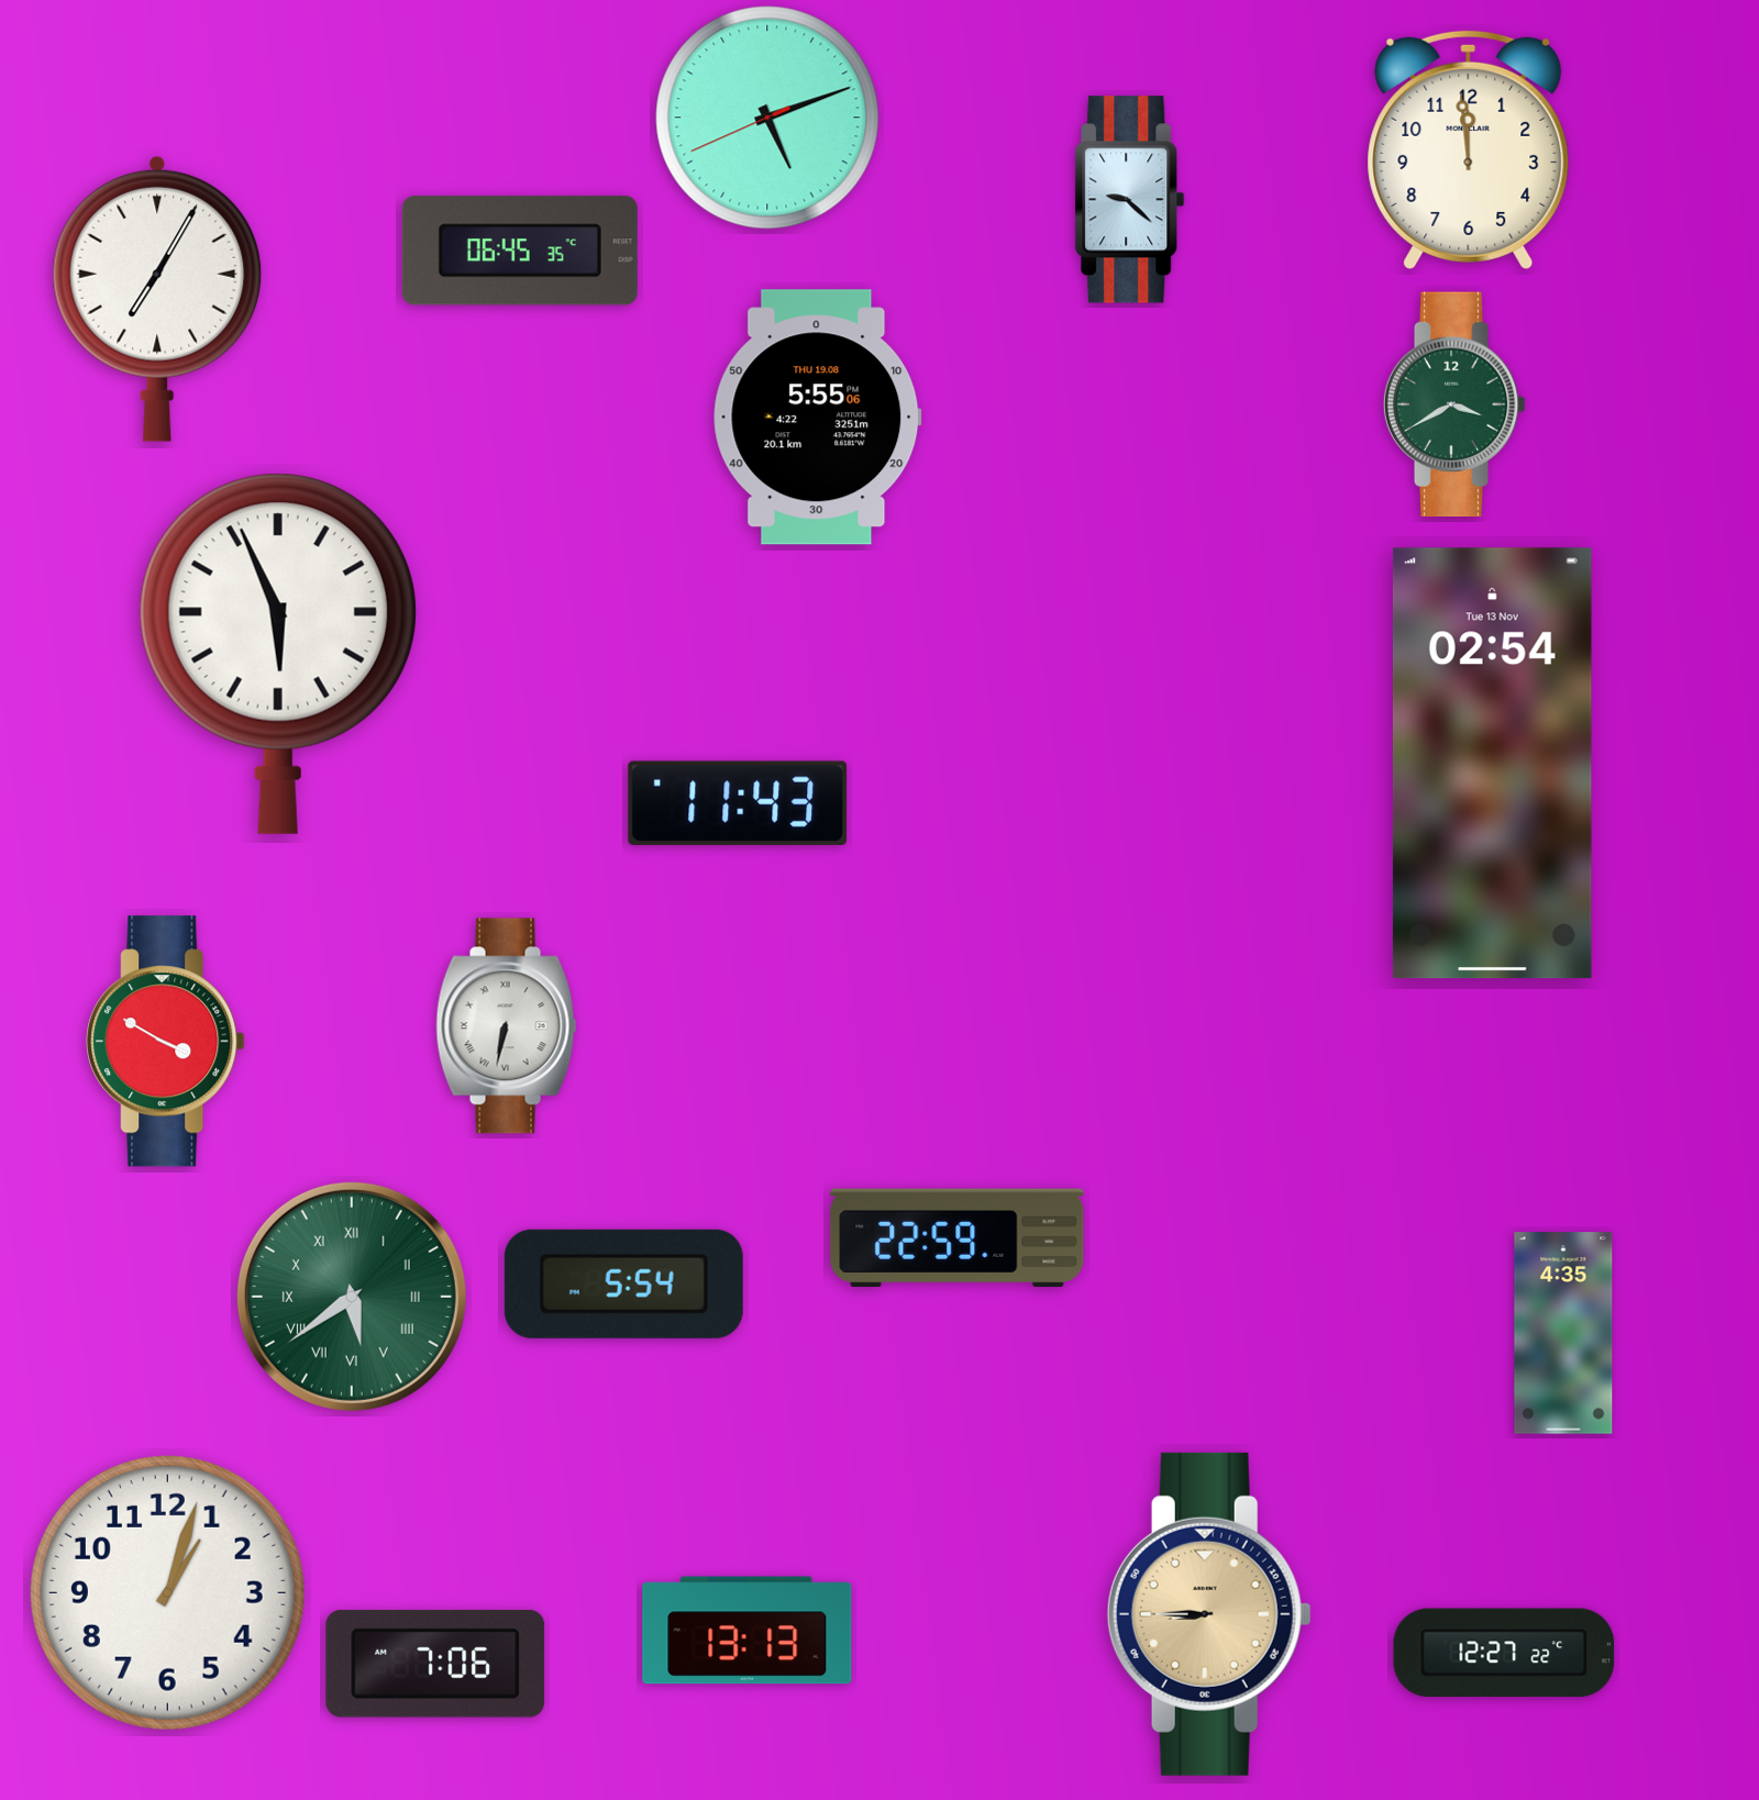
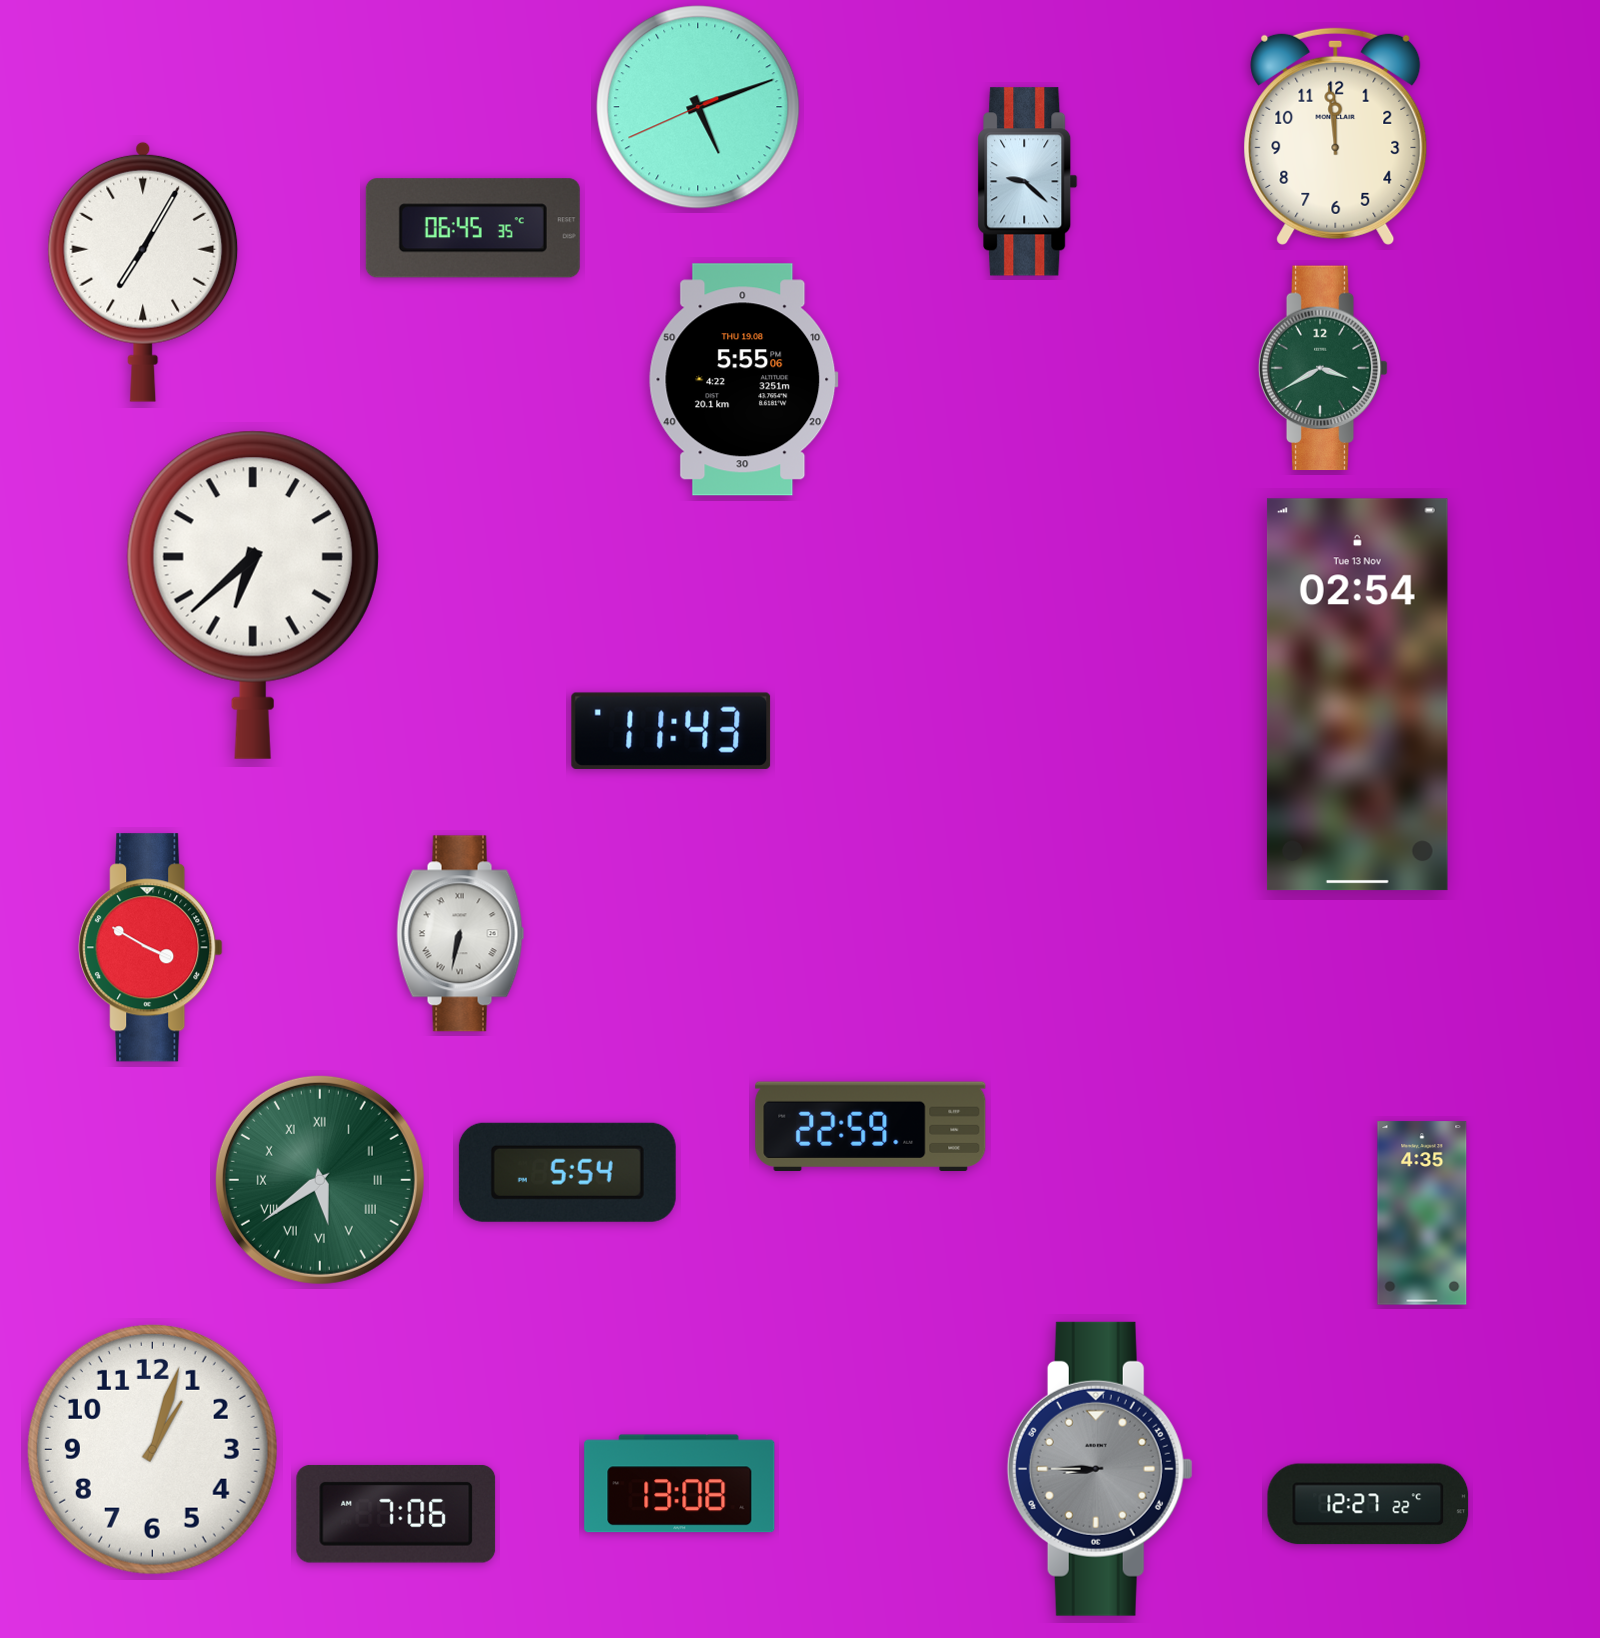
clock at (278, 654): 5:56 -> 6:38
clock at (623, 1284) position: (623, 1284) -> (567, 1172)
clock at (1209, 1614) dial: champagne -> grey
clock at (748, 1631): 13:13 -> 13:08
